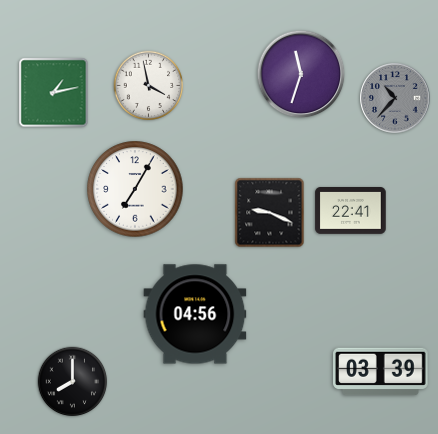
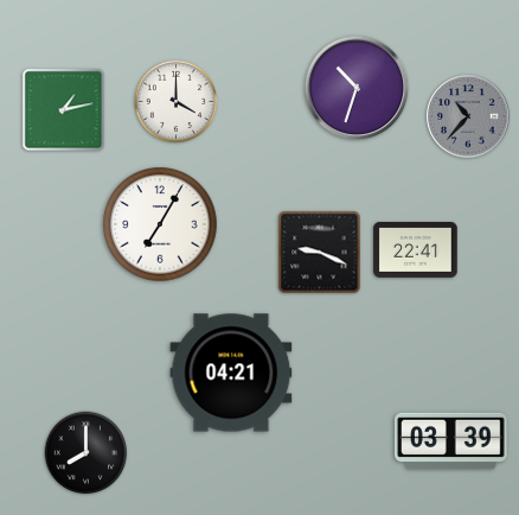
clock at (301, 74): 11:33 -> 10:33
clock at (149, 86): 3:58 -> 4:00
clock at (195, 314): 04:56 -> 04:21
